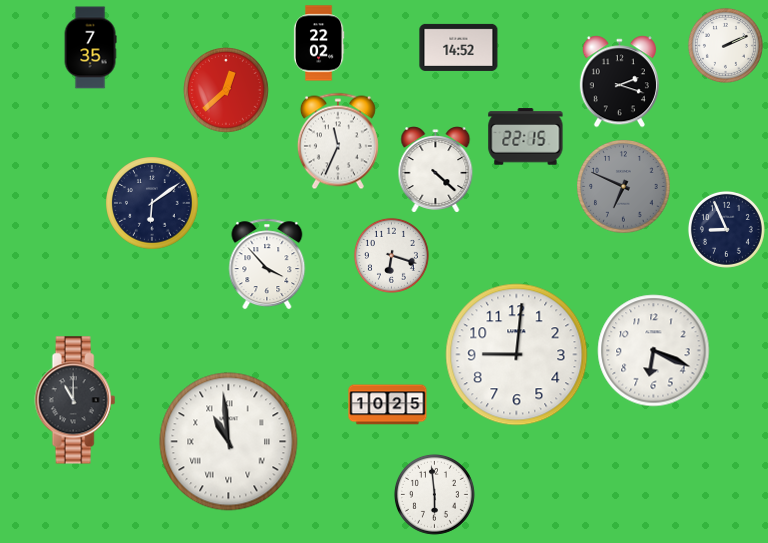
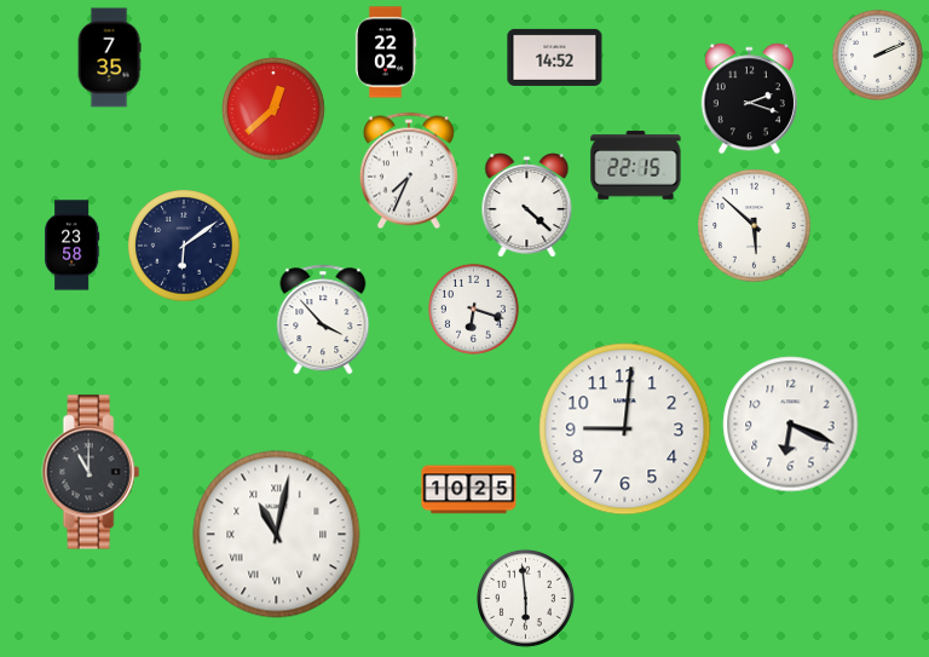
clock at (338, 141): 11:34 -> 7:34
clock at (624, 187): 6:49 -> 5:52
clock at (624, 187) dial: grey -> white
clock at (73, 246): none -> 23:58
clock at (726, 229): 8:56 -> none
clock at (75, 400) position: (75, 400) -> (91, 472)
clock at (229, 442): 10:59 -> 11:02
